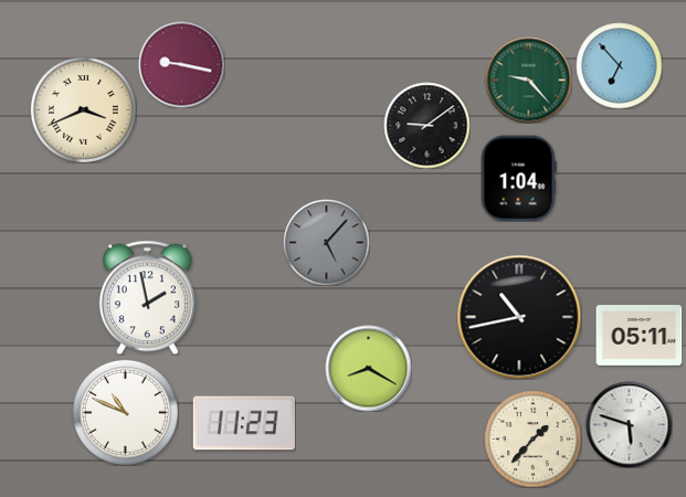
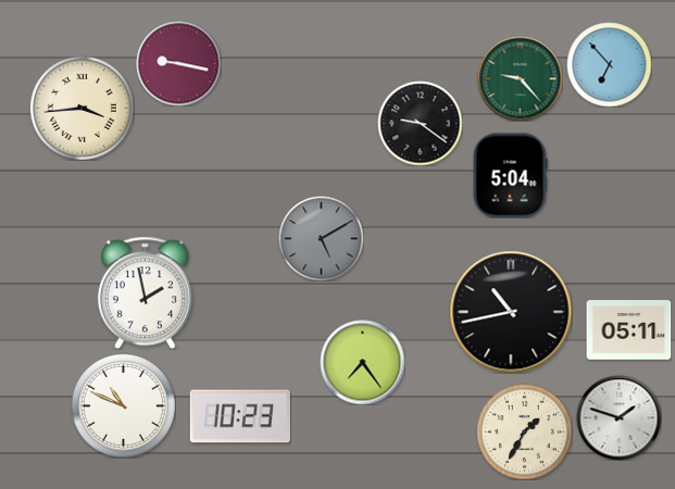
clock at (83, 109): 3:41 -> 3:44
clock at (426, 125): 9:09 -> 9:21
clock at (518, 178): 1:04 -> 5:04
clock at (326, 242): 5:07 -> 5:10
clock at (368, 368): 8:20 -> 7:24
clock at (244, 423): 11:23 -> 10:23
clock at (629, 424): 5:48 -> 1:48
clock at (532, 438): 1:37 -> 1:35
